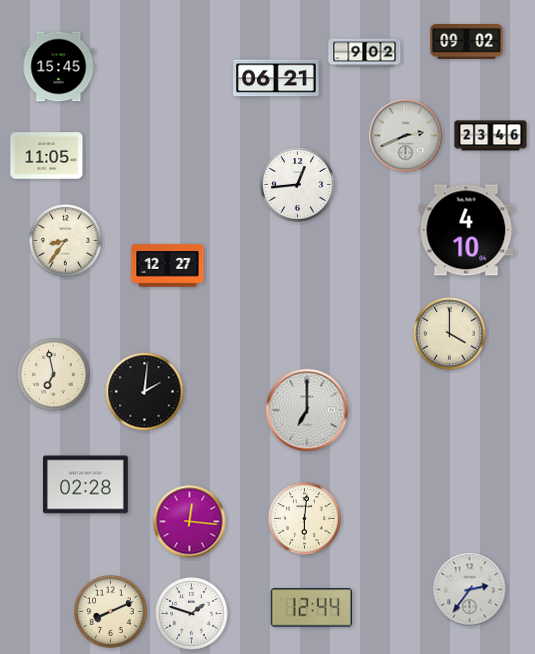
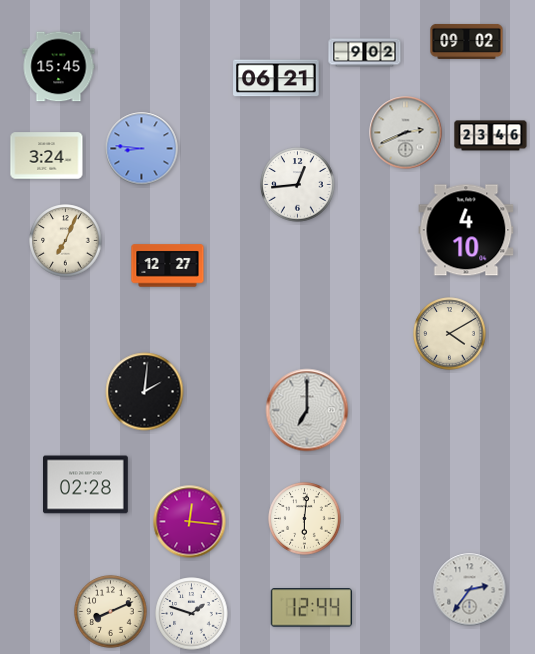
clock at (406, 136) position: (406, 136) -> (406, 133)
clock at (142, 149): none -> 8:46
clock at (47, 156): 11:05 -> 3:24
clock at (66, 241): 8:36 -> 7:04
clock at (450, 334): 4:00 -> 4:10
clock at (54, 375): 6:58 -> none
